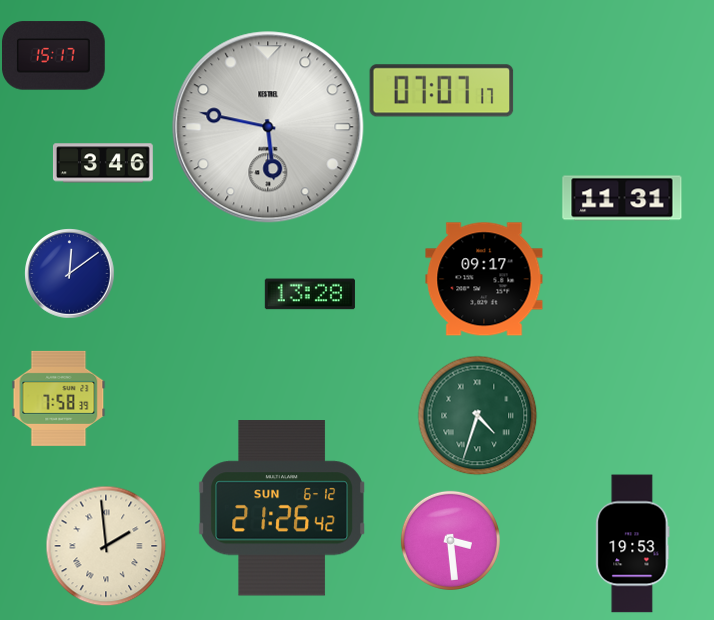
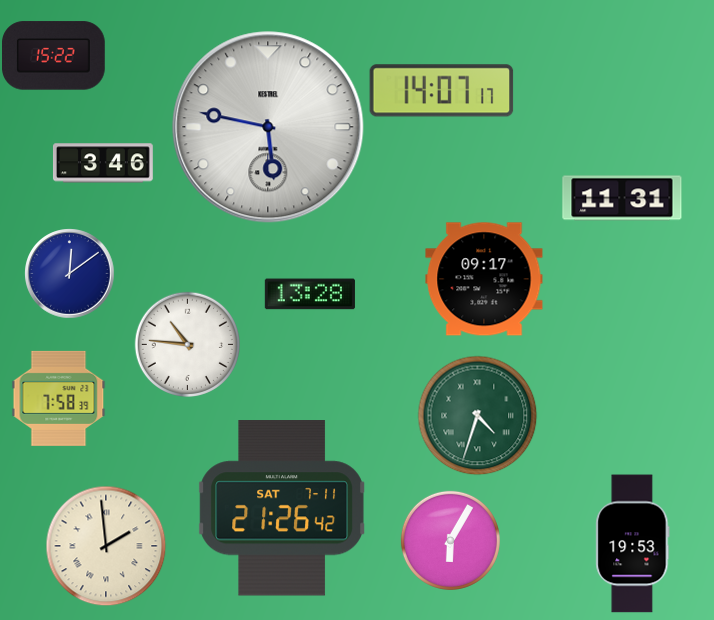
clock at (54, 56): 15:17 -> 15:22
clock at (442, 91): 07:07 -> 14:07
clock at (187, 344): none -> 10:46
clock at (282, 508) date: SUN 6-12 -> SAT 7-11
clock at (450, 540): 3:29 -> 6:05
